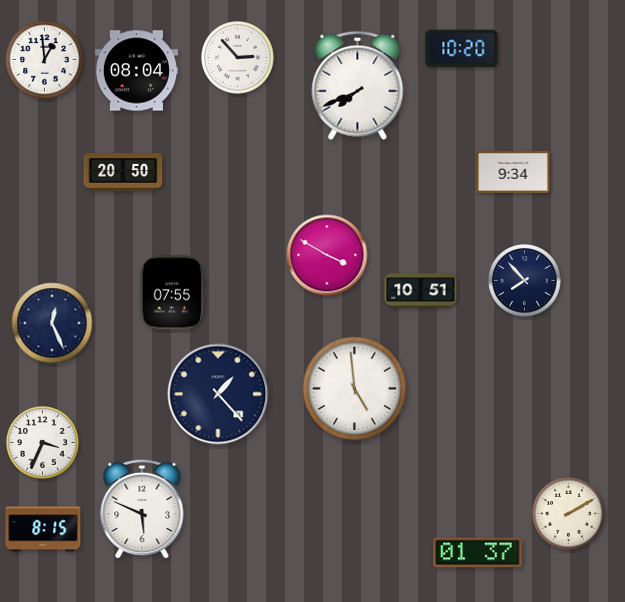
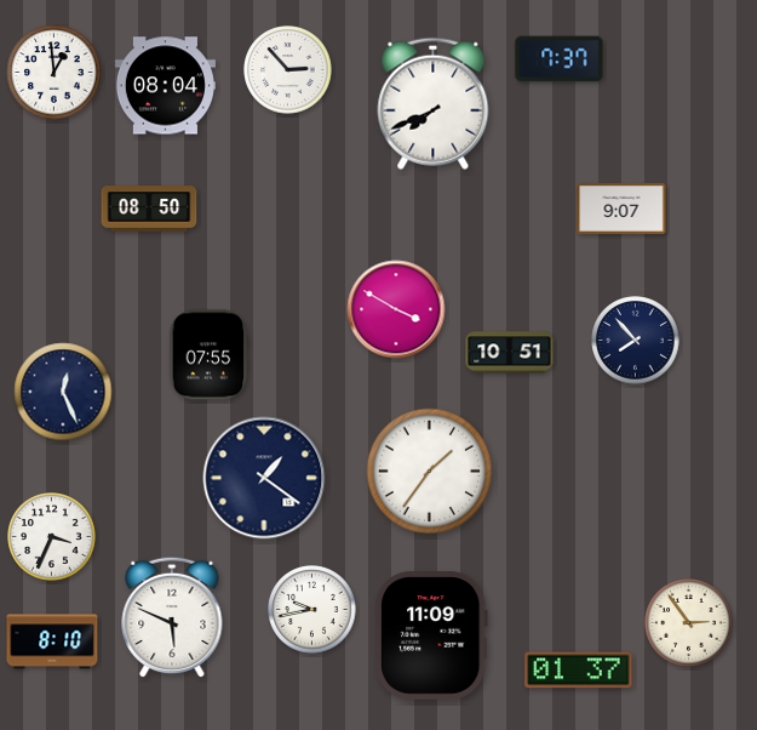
clock at (462, 49): 10:20 -> 7:37
clock at (123, 172): 20:50 -> 08:50
clock at (513, 173): 9:34 -> 9:07
clock at (355, 389): 4:59 -> 1:36
clock at (218, 394): 1:23 -> 1:21
clock at (312, 610): none -> 9:43
clock at (569, 514): 2:10 -> 2:54
clock at (431, 635): none -> 11:09
clock at (43, 529): 8:15 -> 8:10
